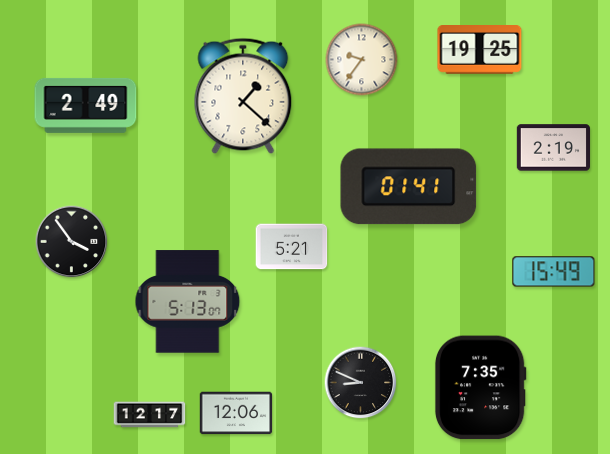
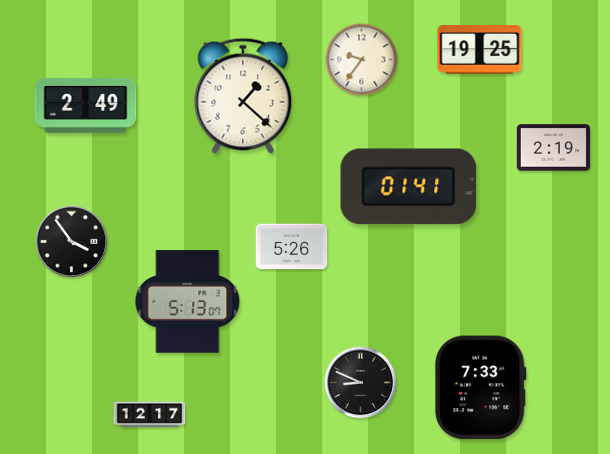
clock at (292, 247): 5:21 -> 5:26
clock at (554, 272): 15:49 -> none
clock at (480, 388): 7:35 -> 7:33
clock at (236, 413): 12:06 -> none
